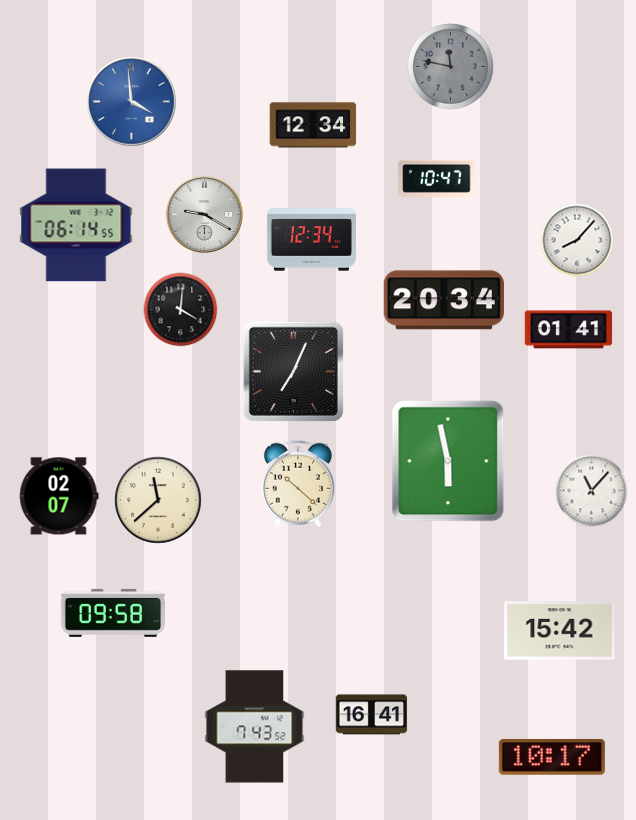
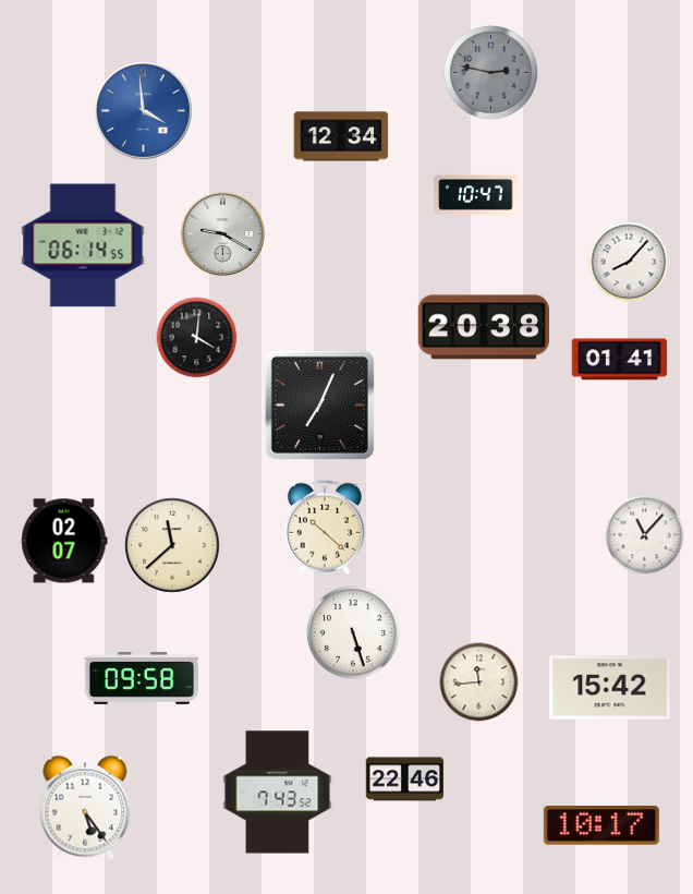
clock at (451, 67): 11:47 -> 2:47
clock at (311, 240): 12:34 -> none
clock at (444, 300): 20:34 -> 20:38
clock at (448, 461): 5:58 -> none
clock at (353, 632): none -> 5:27
clock at (112, 613) position: (112, 613) -> (141, 678)
clock at (479, 682): none -> 11:44
clock at (372, 715): 16:41 -> 22:46
clock at (85, 808): none -> 5:24
